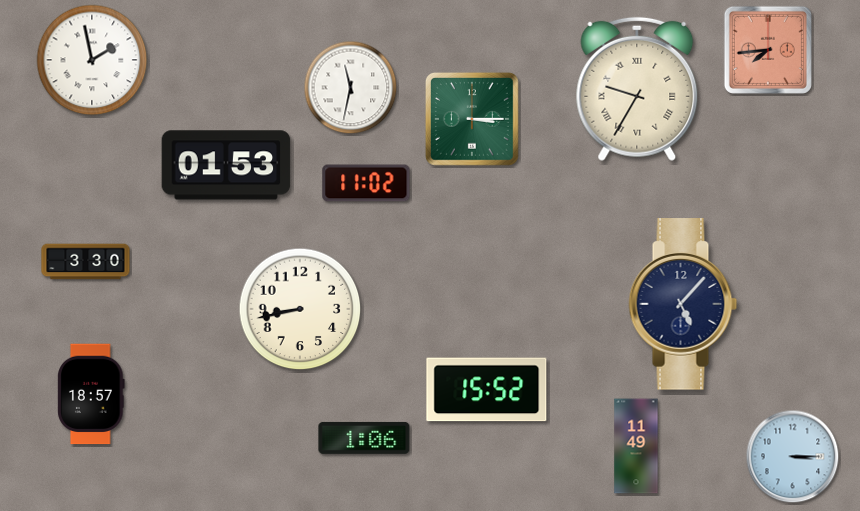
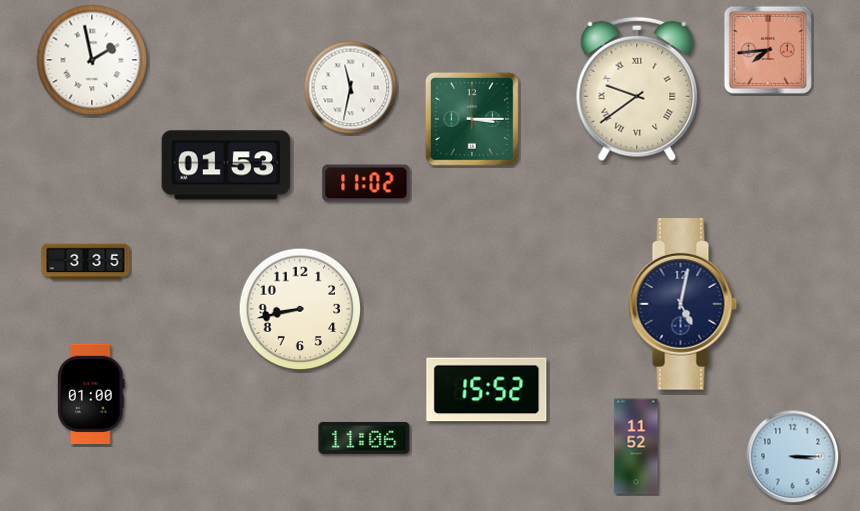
clock at (637, 89): 9:35 -> 9:39
clock at (86, 262): 3:30 -> 3:35
clock at (683, 304): 5:07 -> 5:02
clock at (91, 394): 18:57 -> 01:00
clock at (364, 438): 1:06 -> 11:06
clock at (636, 446): 11:49 -> 11:52
